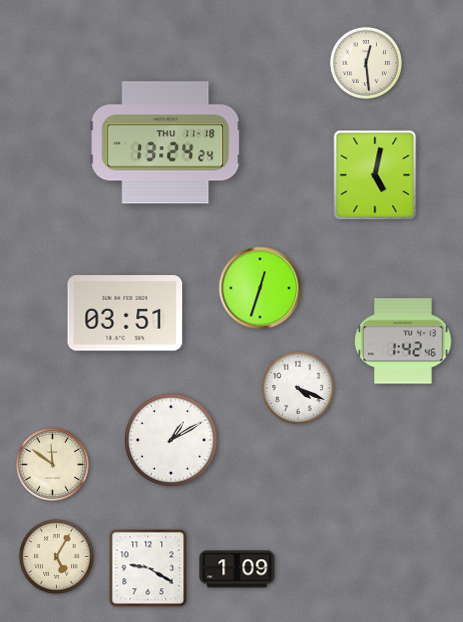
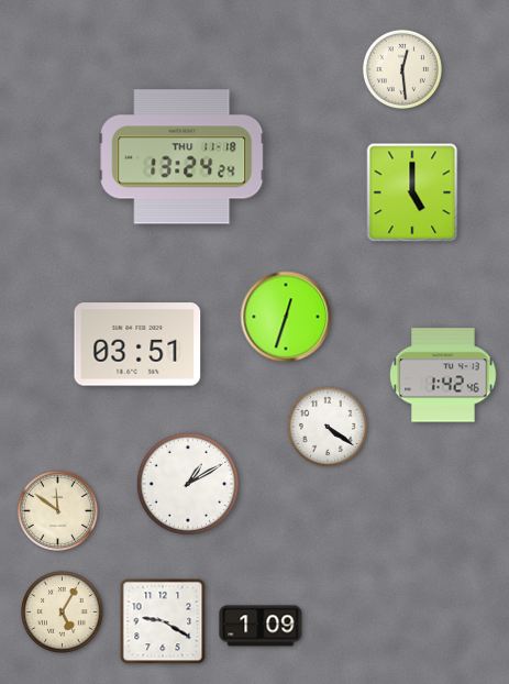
clock at (375, 175): 5:02 -> 5:00
clock at (298, 388): 4:19 -> 4:21
clock at (148, 568) position: (148, 568) -> (163, 621)
